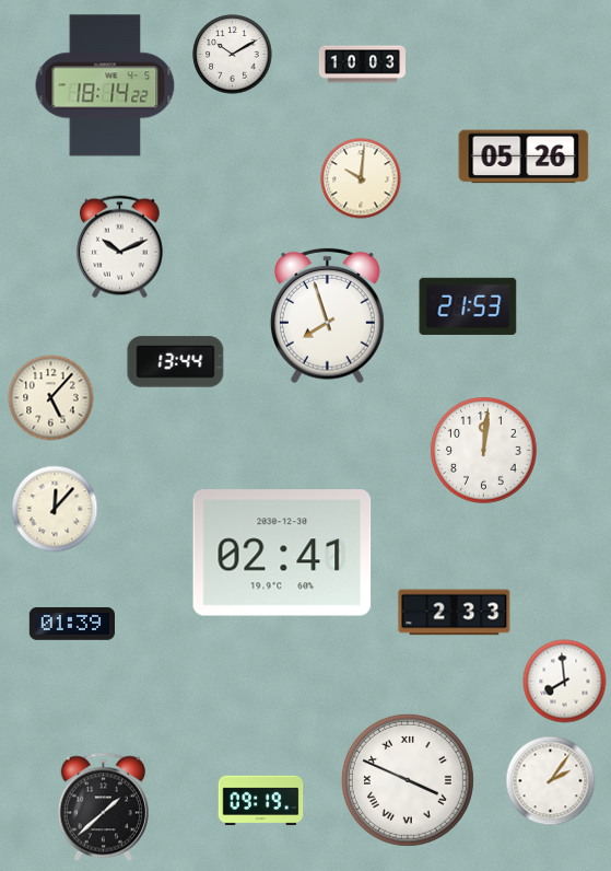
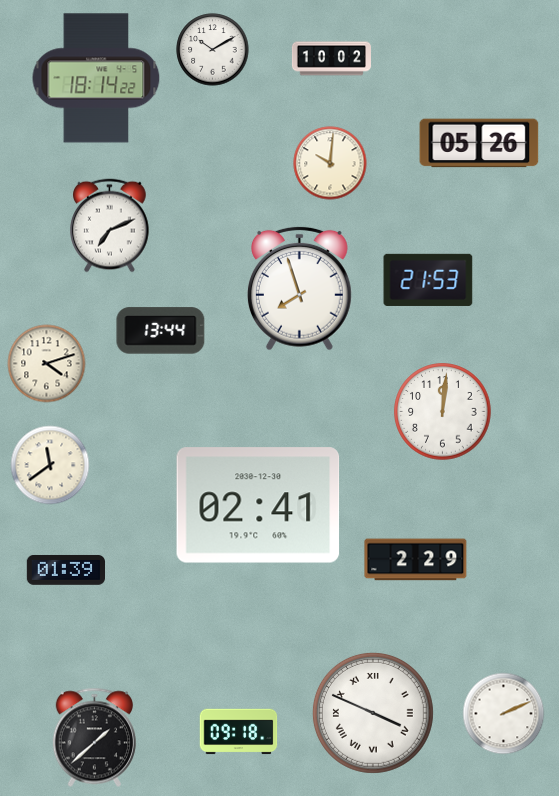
clock at (362, 65): 10:03 -> 10:02
clock at (120, 247): 10:11 -> 7:11
clock at (51, 398): 5:07 -> 4:12
clock at (55, 509): 12:07 -> 11:39
clock at (455, 613): 2:33 -> 2:29
clock at (565, 682): 7:59 -> none
clock at (551, 781): 2:06 -> 2:11
clock at (261, 801): 09:19 -> 09:18
